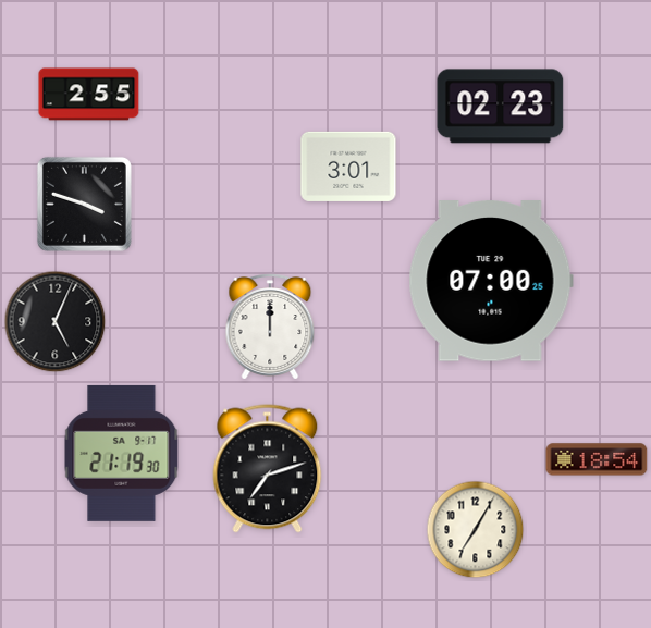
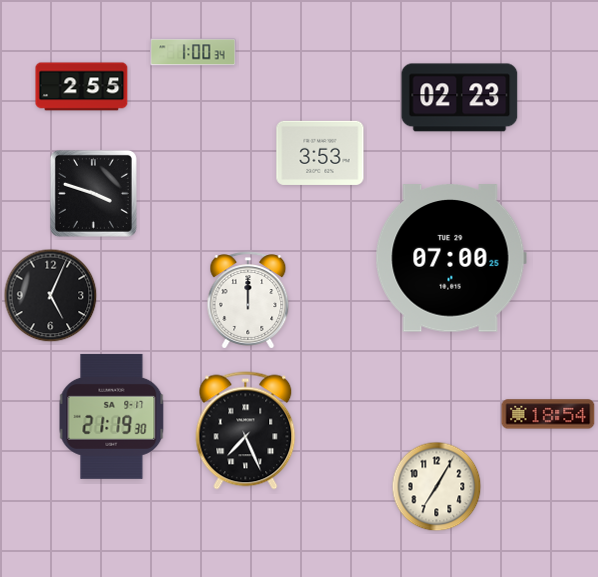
clock at (193, 52): none -> 1:00
clock at (348, 167): 3:01 -> 3:53
clock at (84, 204) position: (84, 204) -> (93, 193)
clock at (597, 459) position: (597, 459) -> (548, 414)
clock at (268, 469): 7:12 -> 7:26
